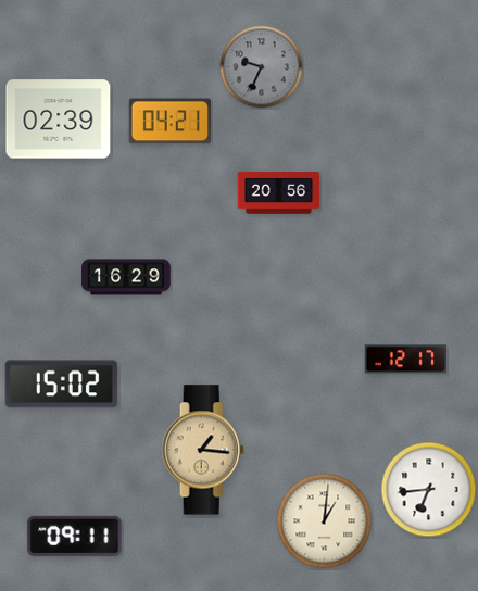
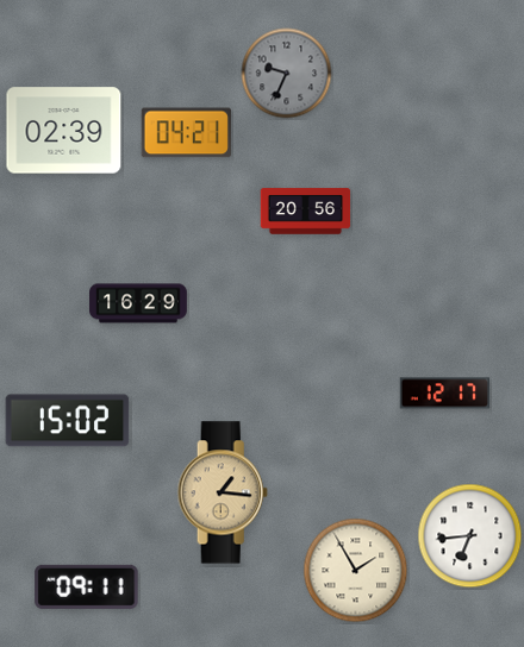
clock at (325, 521): 1:01 -> 1:55
clock at (75, 536) position: (75, 536) -> (87, 586)
